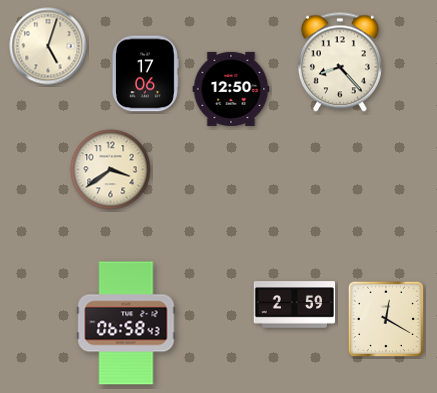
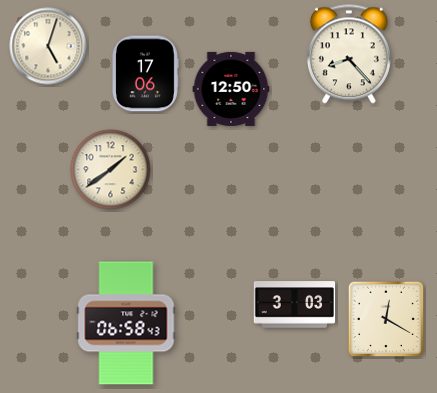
clock at (340, 62) position: (340, 62) -> (349, 54)
clock at (111, 170): 3:39 -> 1:39
clock at (295, 305): 2:59 -> 3:03
